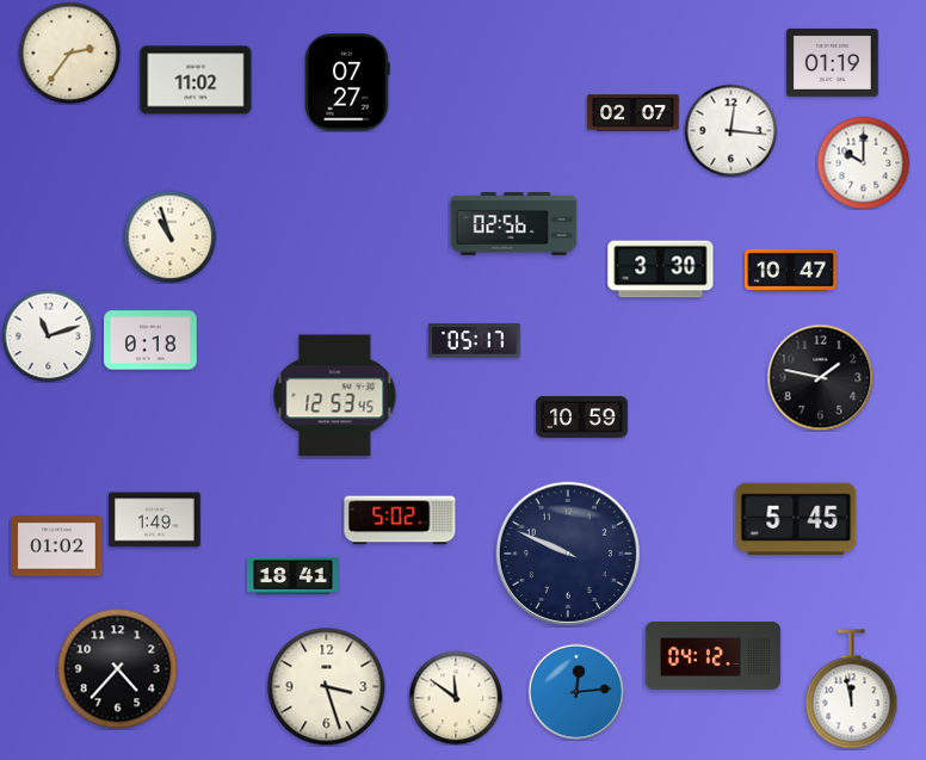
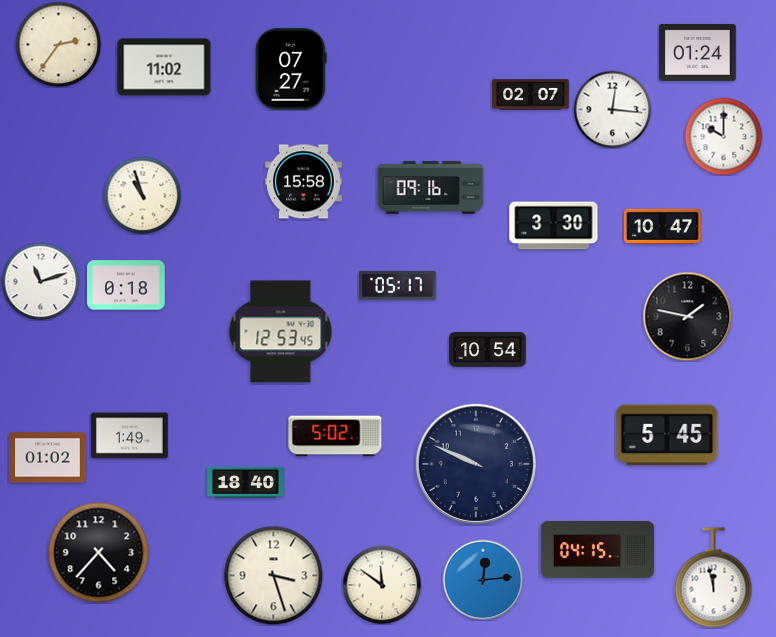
clock at (833, 62): 01:19 -> 01:24
clock at (304, 182): none -> 15:58
clock at (514, 224): 02:56 -> 09:16
clock at (169, 236) position: (169, 236) -> (142, 195)
clock at (582, 418): 10:59 -> 10:54
clock at (294, 575): 18:41 -> 18:40
clock at (714, 656): 04:12 -> 04:15
clock at (118, 669) position: (118, 669) -> (99, 553)
